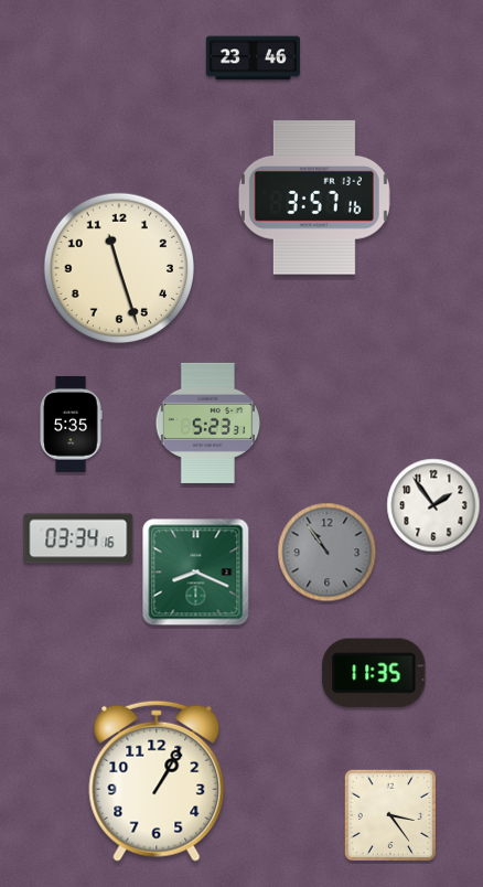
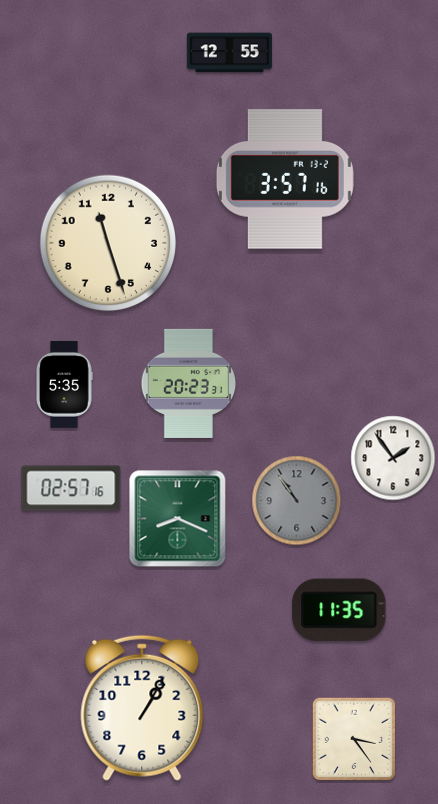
clock at (253, 58): 23:46 -> 12:55
clock at (208, 423): 5:23 -> 20:23
clock at (78, 538): 03:34 -> 02:57
